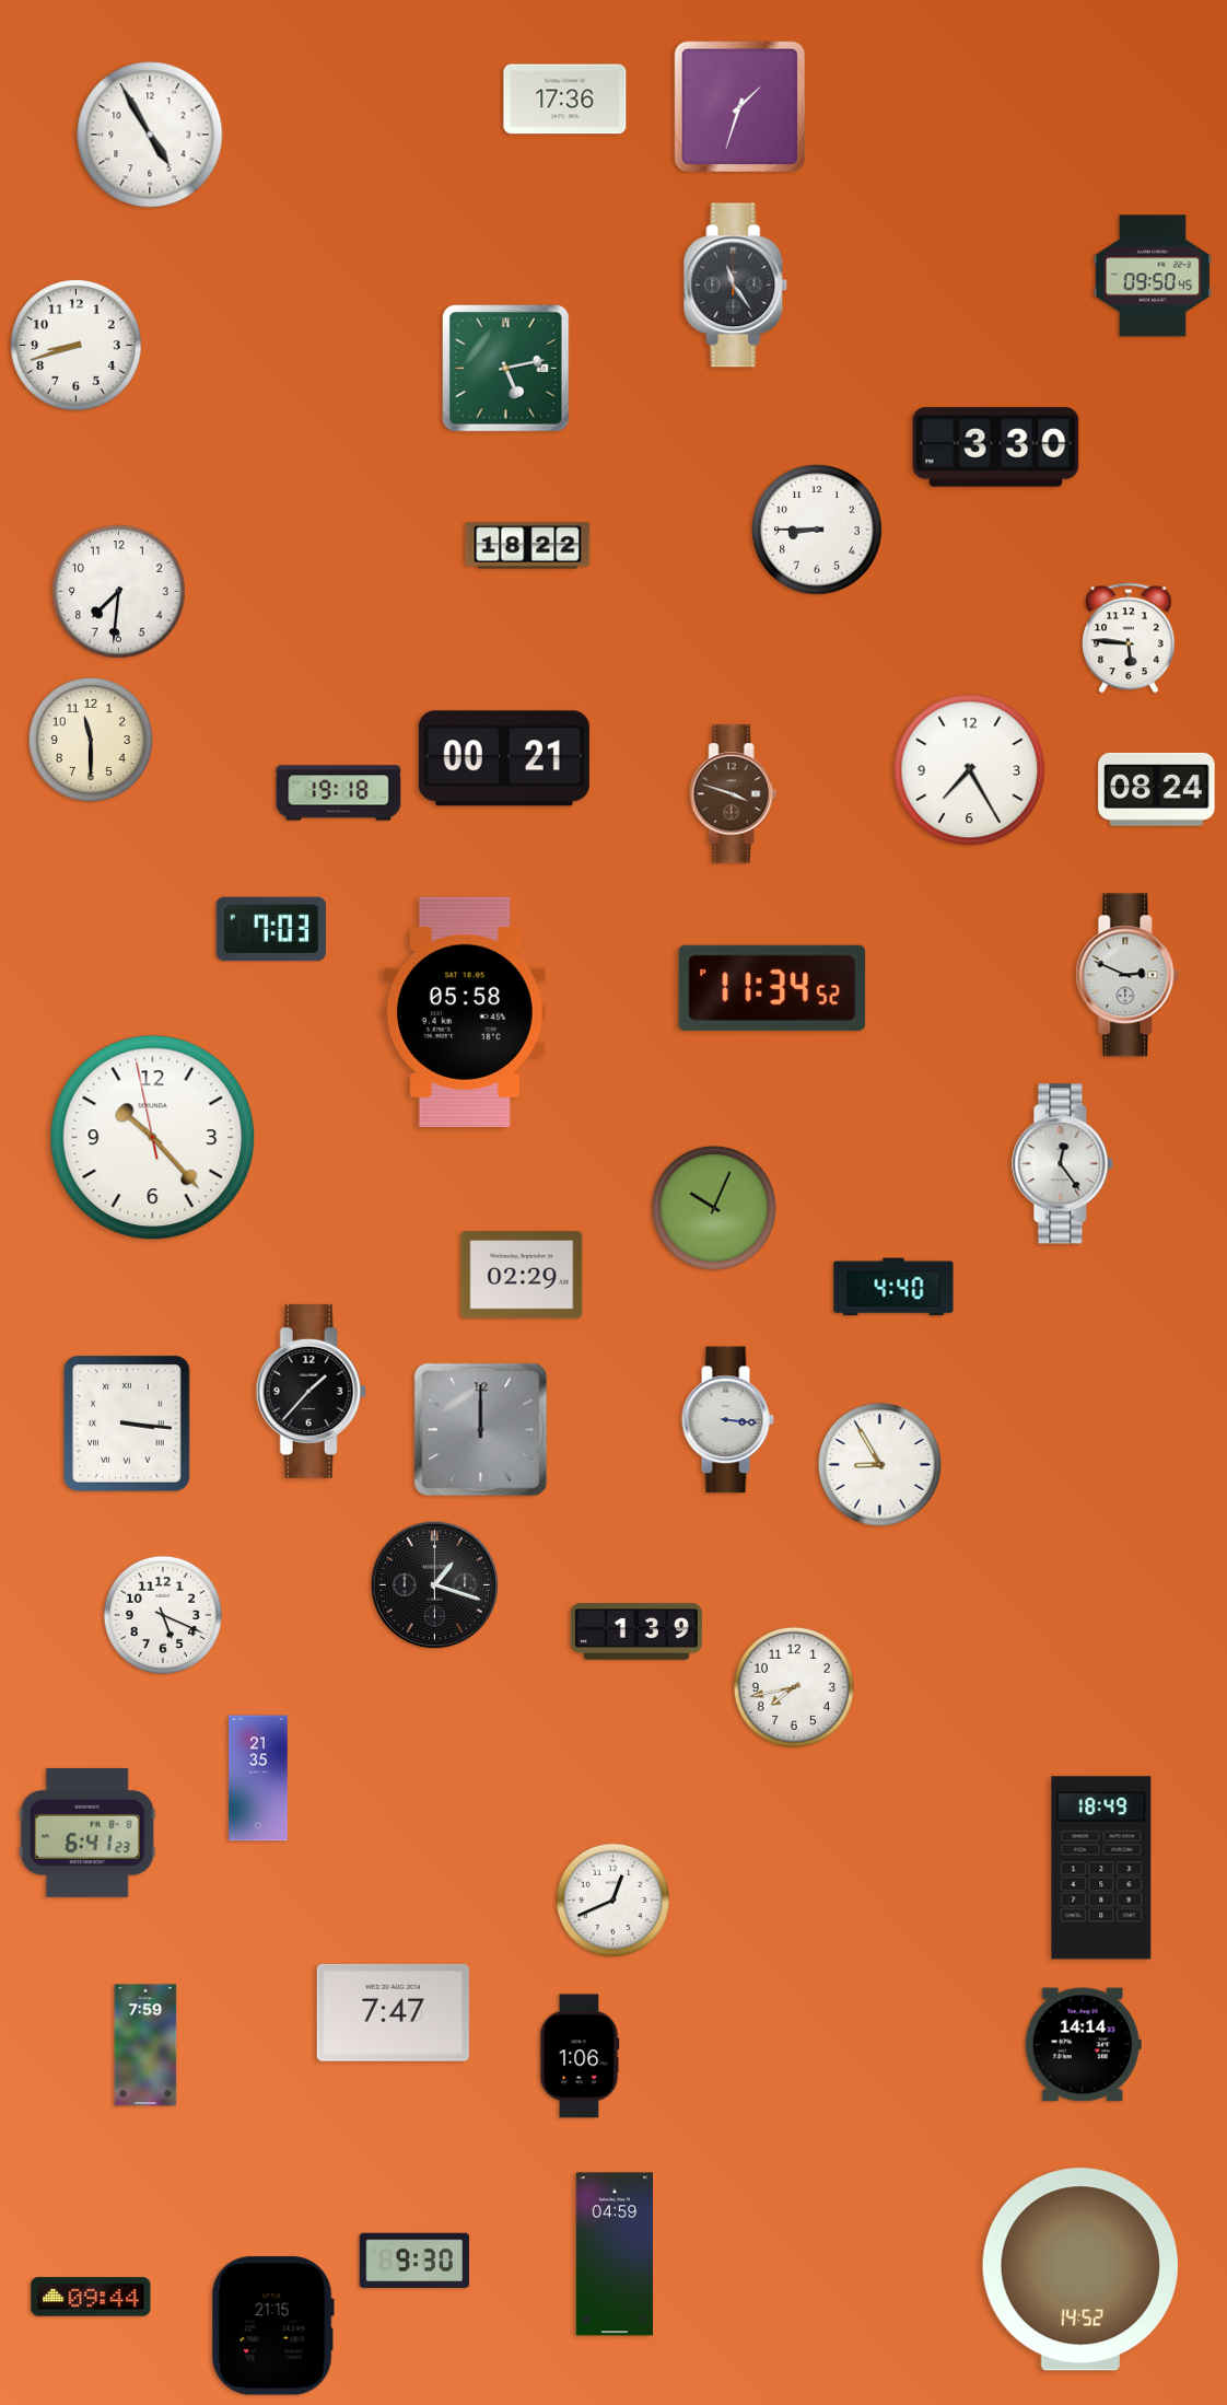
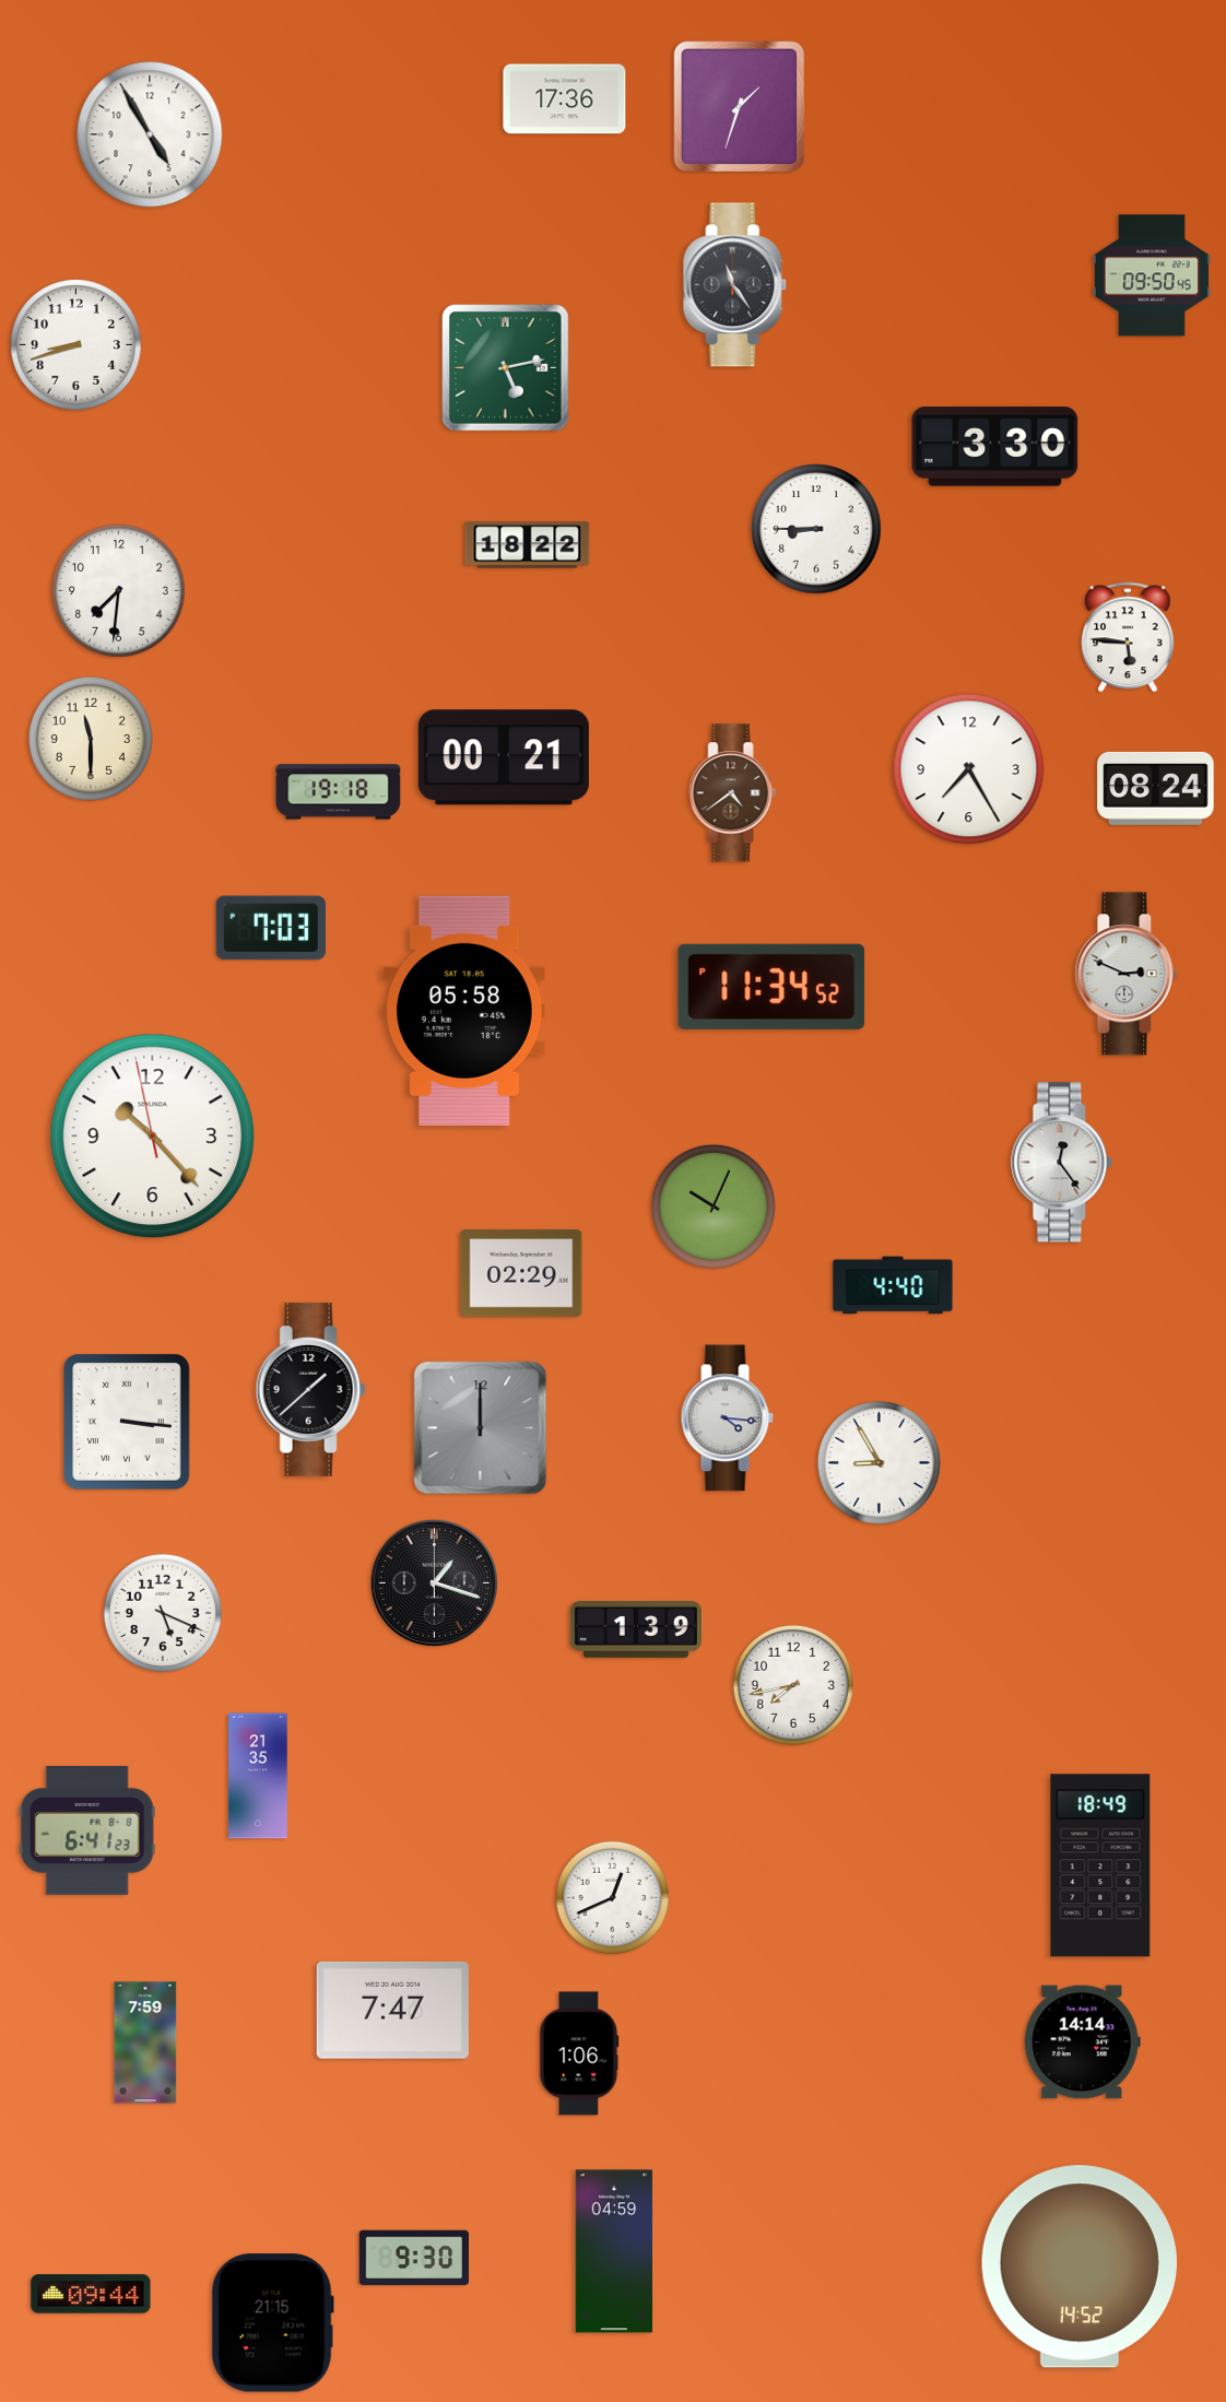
clock at (734, 794): 3:48 -> 4:39
clock at (311, 1391): 1:37 -> 1:38
clock at (727, 1420): 3:16 -> 4:16
